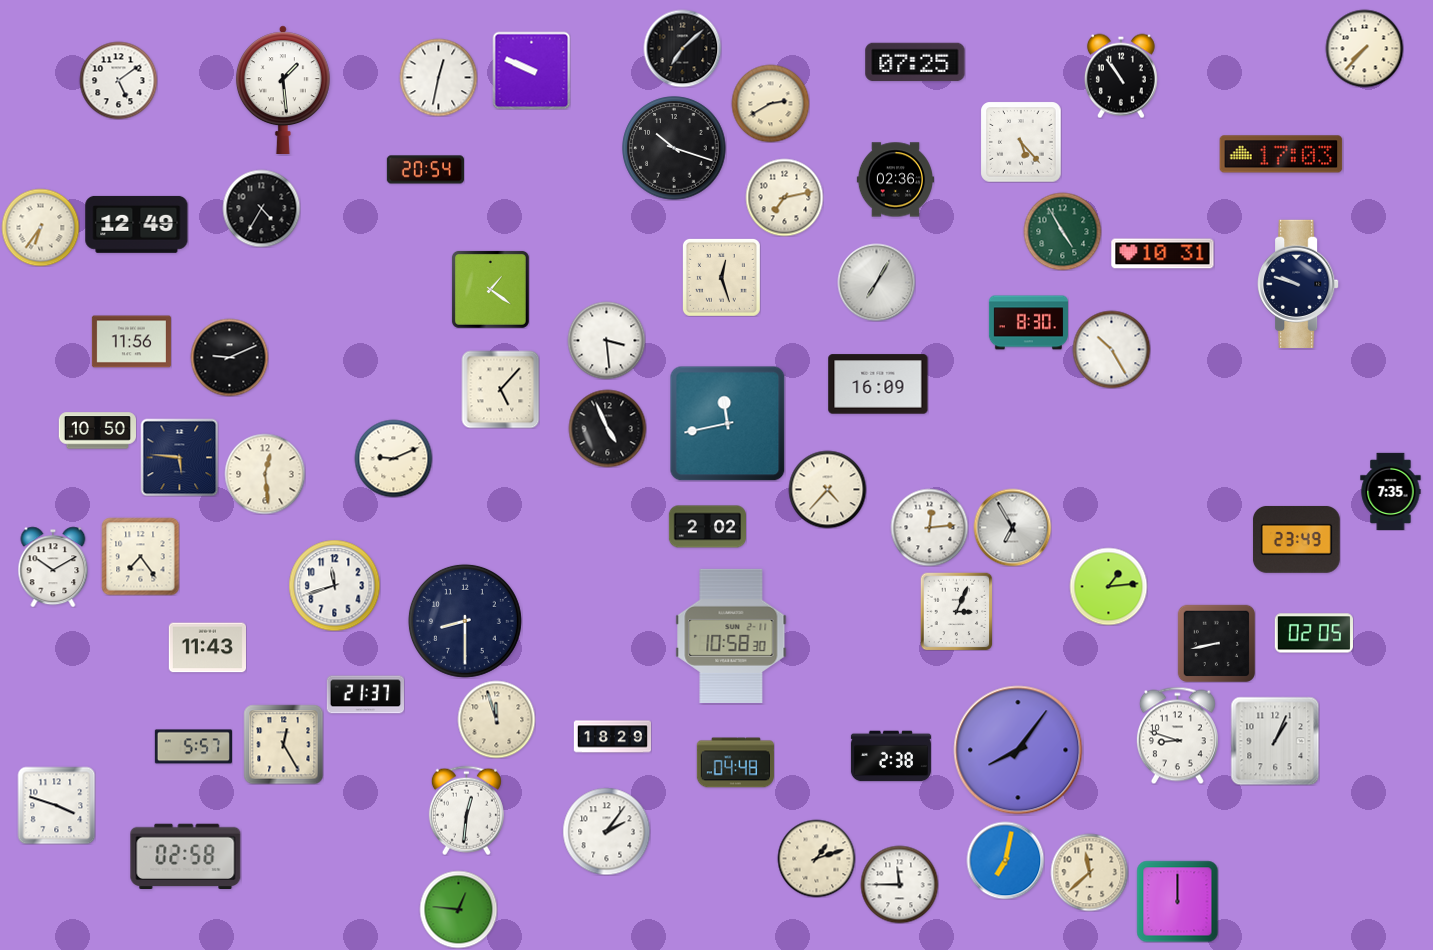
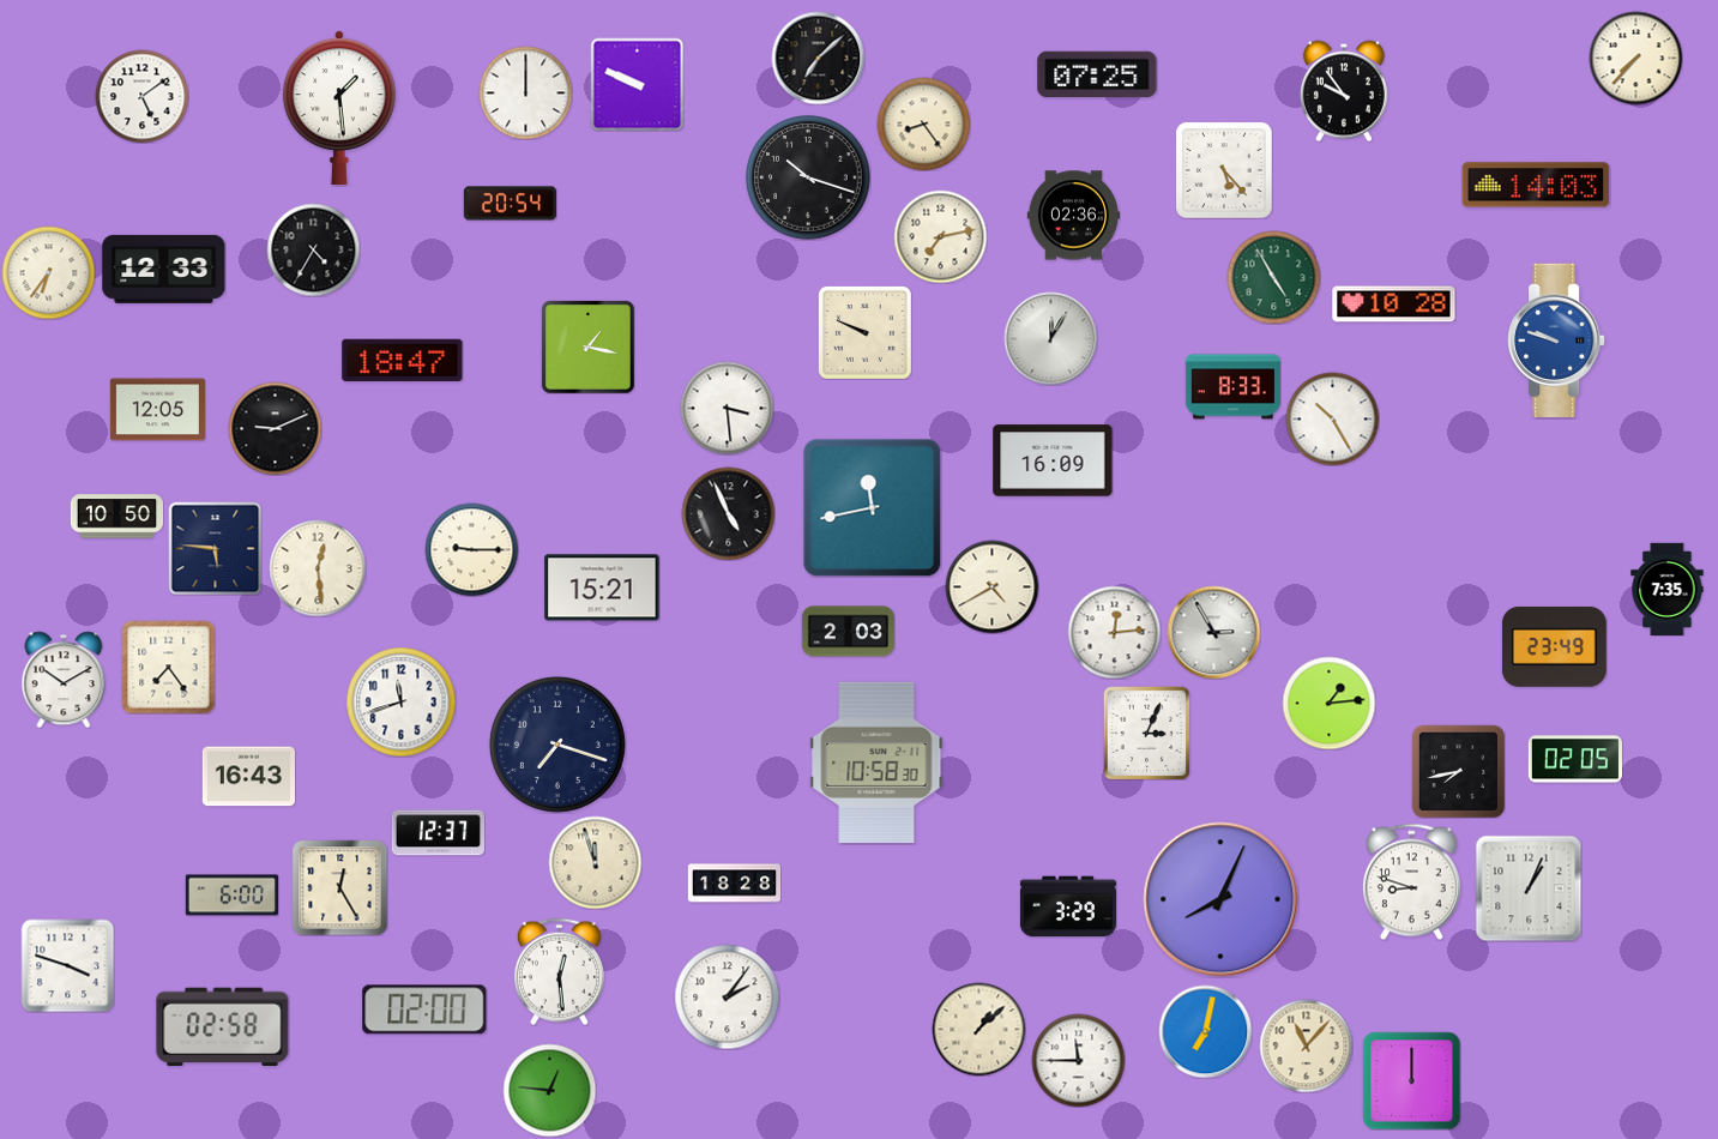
clock at (1121, 76): 10:54 -> 9:54
clock at (438, 77): 12:32 -> 12:00
clock at (770, 103): 2:40 -> 8:24
clock at (1281, 154): 17:03 -> 14:03
clock at (137, 224): 12:49 -> 12:33
clock at (1163, 254): 10:31 -> 10:28
clock at (721, 277): 12:27 -> 9:49
clock at (876, 282): 7:05 -> 12:05
clock at (1298, 284) dial: navy -> blue
clock at (490, 289): 1:21 -> 1:17
clock at (403, 360): none -> 18:47
clock at (1028, 323): 8:30 -> 8:33
clock at (131, 342): 11:56 -> 12:05
clock at (500, 389): 5:07 -> none
clock at (393, 458): 9:11 -> 9:15
clock at (827, 489): 4:37 -> 4:40
clock at (602, 587): none -> 15:21
clock at (707, 527): 2:02 -> 2:03
clock at (1012, 527): 6:55 -> 2:55
clock at (465, 621): 8:30 -> 7:18
clock at (1216, 643): 8:43 -> 7:43
clock at (207, 648): 11:43 -> 16:43
clock at (365, 695): 21:37 -> 12:37
clock at (612, 737): 18:29 -> 18:28
clock at (283, 744) position: (283, 744) -> (339, 887)
clock at (193, 747): 5:57 -> 6:00
clock at (1018, 750): 8:06 -> 8:04
clock at (891, 756): 2:38 -> 3:29
clock at (735, 763): 04:48 -> none
clock at (466, 810): 12:31 -> 12:29
clock at (424, 1010): none -> 02:00
clock at (816, 858): 1:12 -> 1:08
clock at (1089, 872): 11:38 -> 11:07
